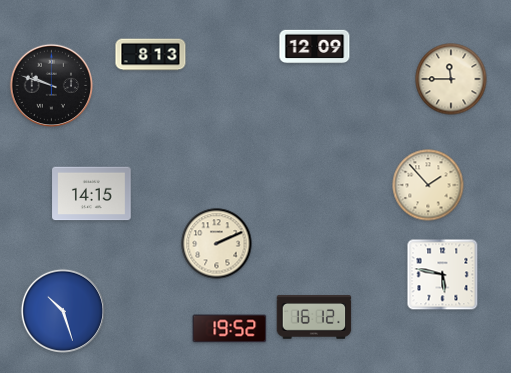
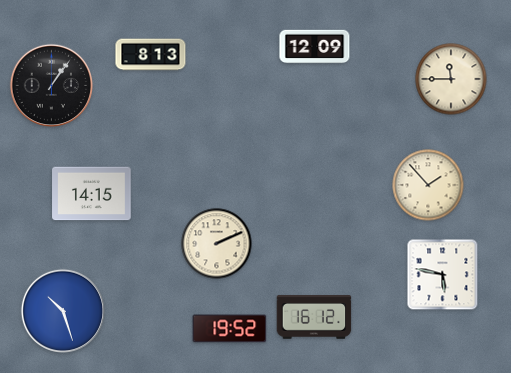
clock at (52, 86): 9:48 -> 1:06
